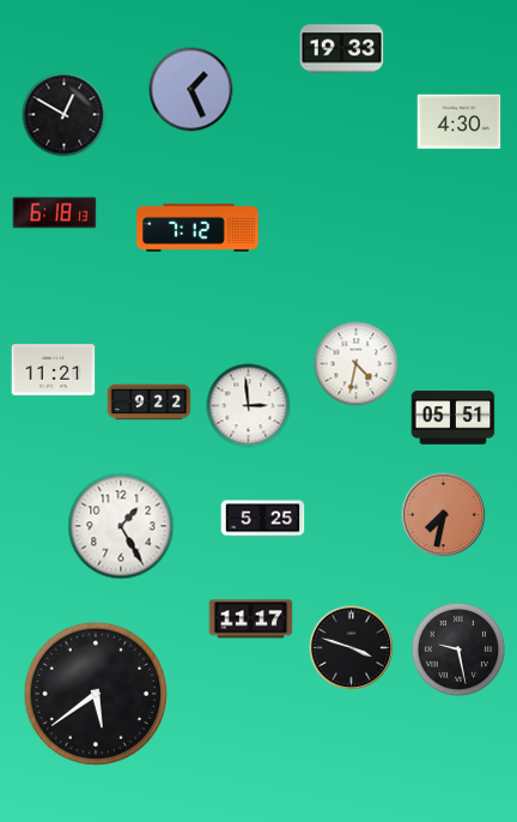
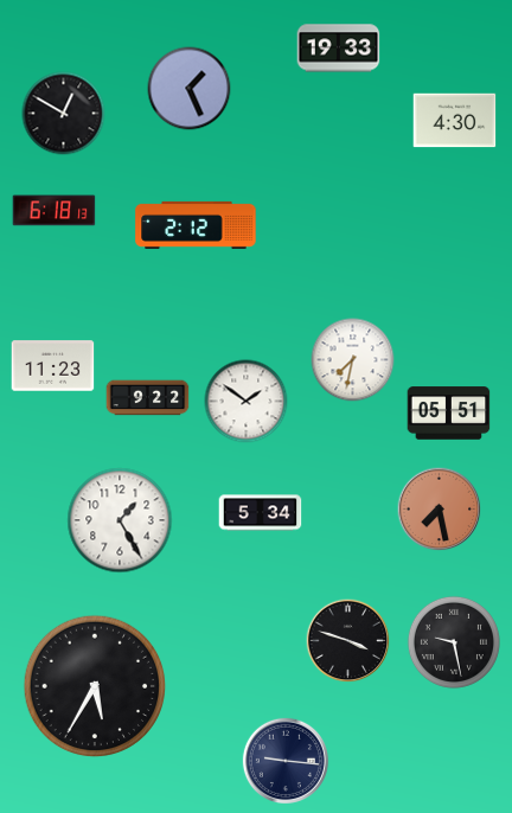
clock at (197, 228): 7:12 -> 2:12
clock at (357, 364): 4:32 -> 7:32
clock at (54, 370): 11:21 -> 11:23
clock at (249, 406): 2:59 -> 1:51
clock at (444, 515): 7:32 -> 7:28
clock at (263, 519): 5:25 -> 5:34
clock at (251, 619): 11:17 -> none
clock at (95, 693): 5:39 -> 5:35
clock at (286, 761): none -> 9:16
